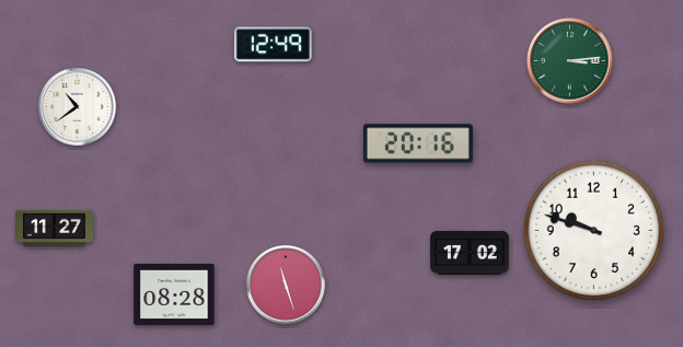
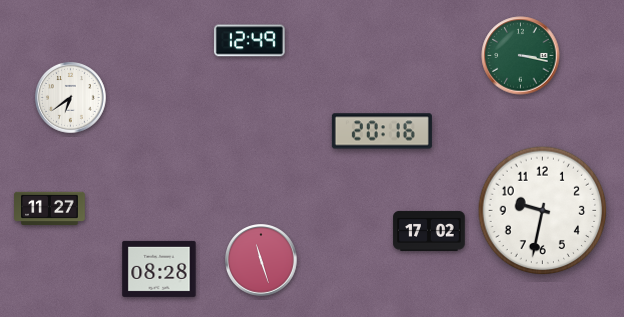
clock at (570, 61): 3:14 -> 3:17
clock at (78, 107): 10:39 -> 6:39
clock at (594, 231): 9:48 -> 9:32
